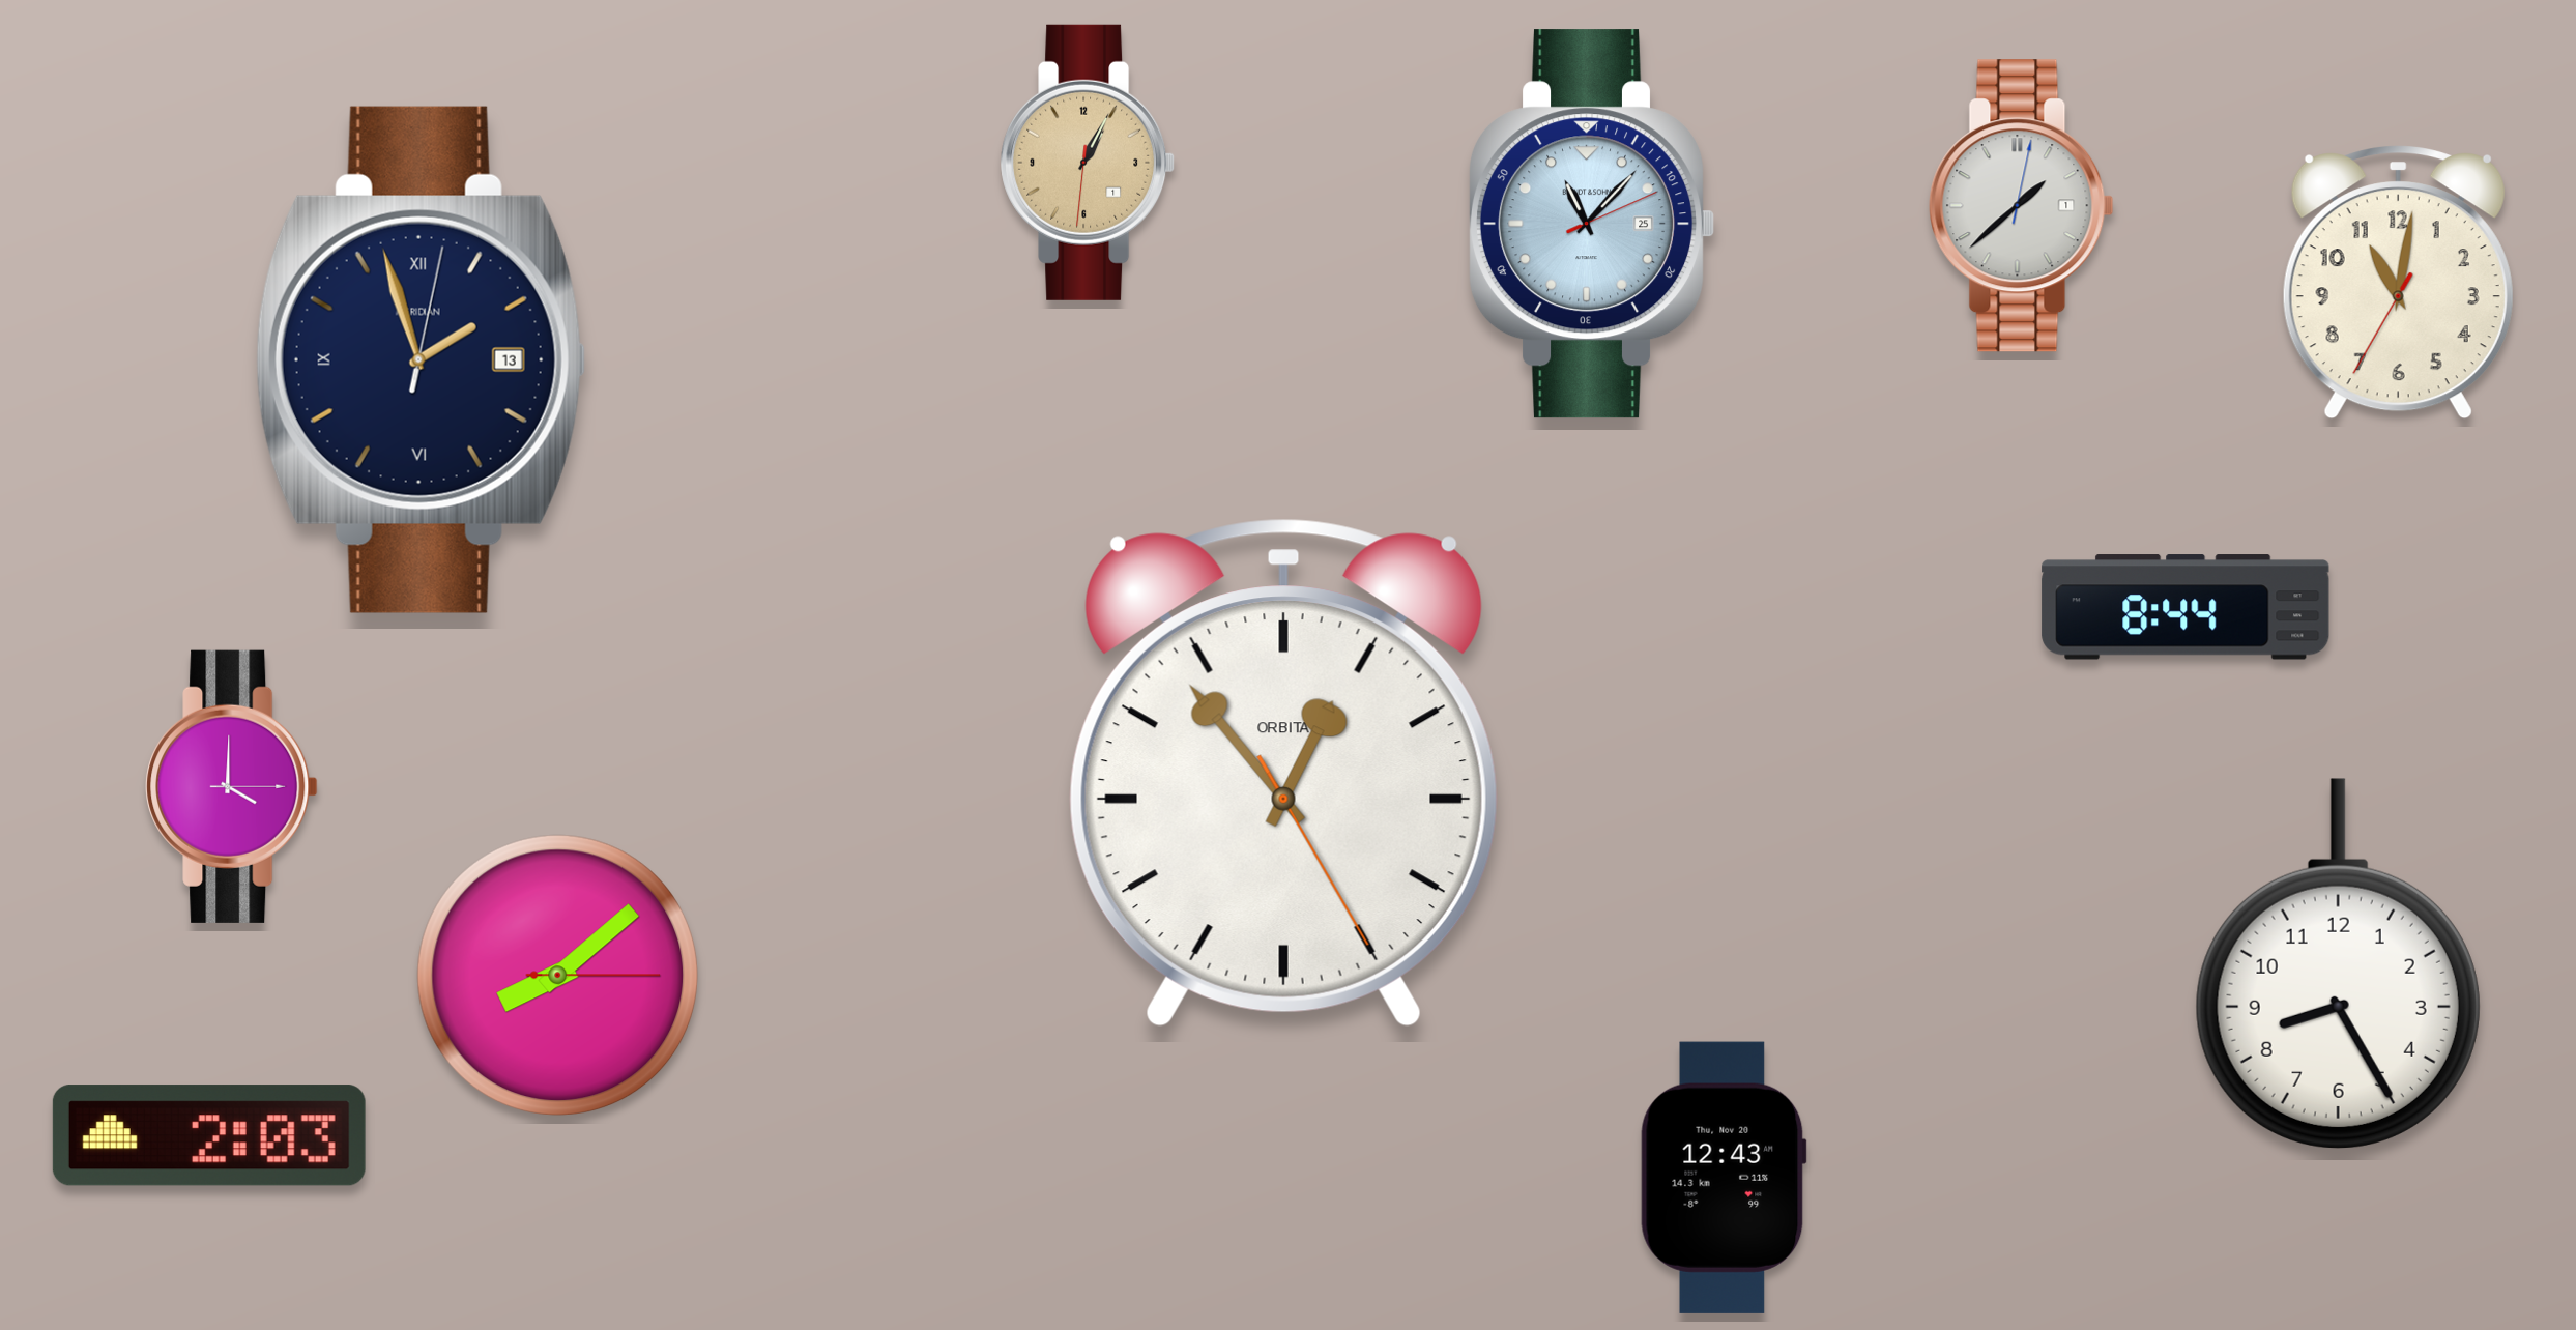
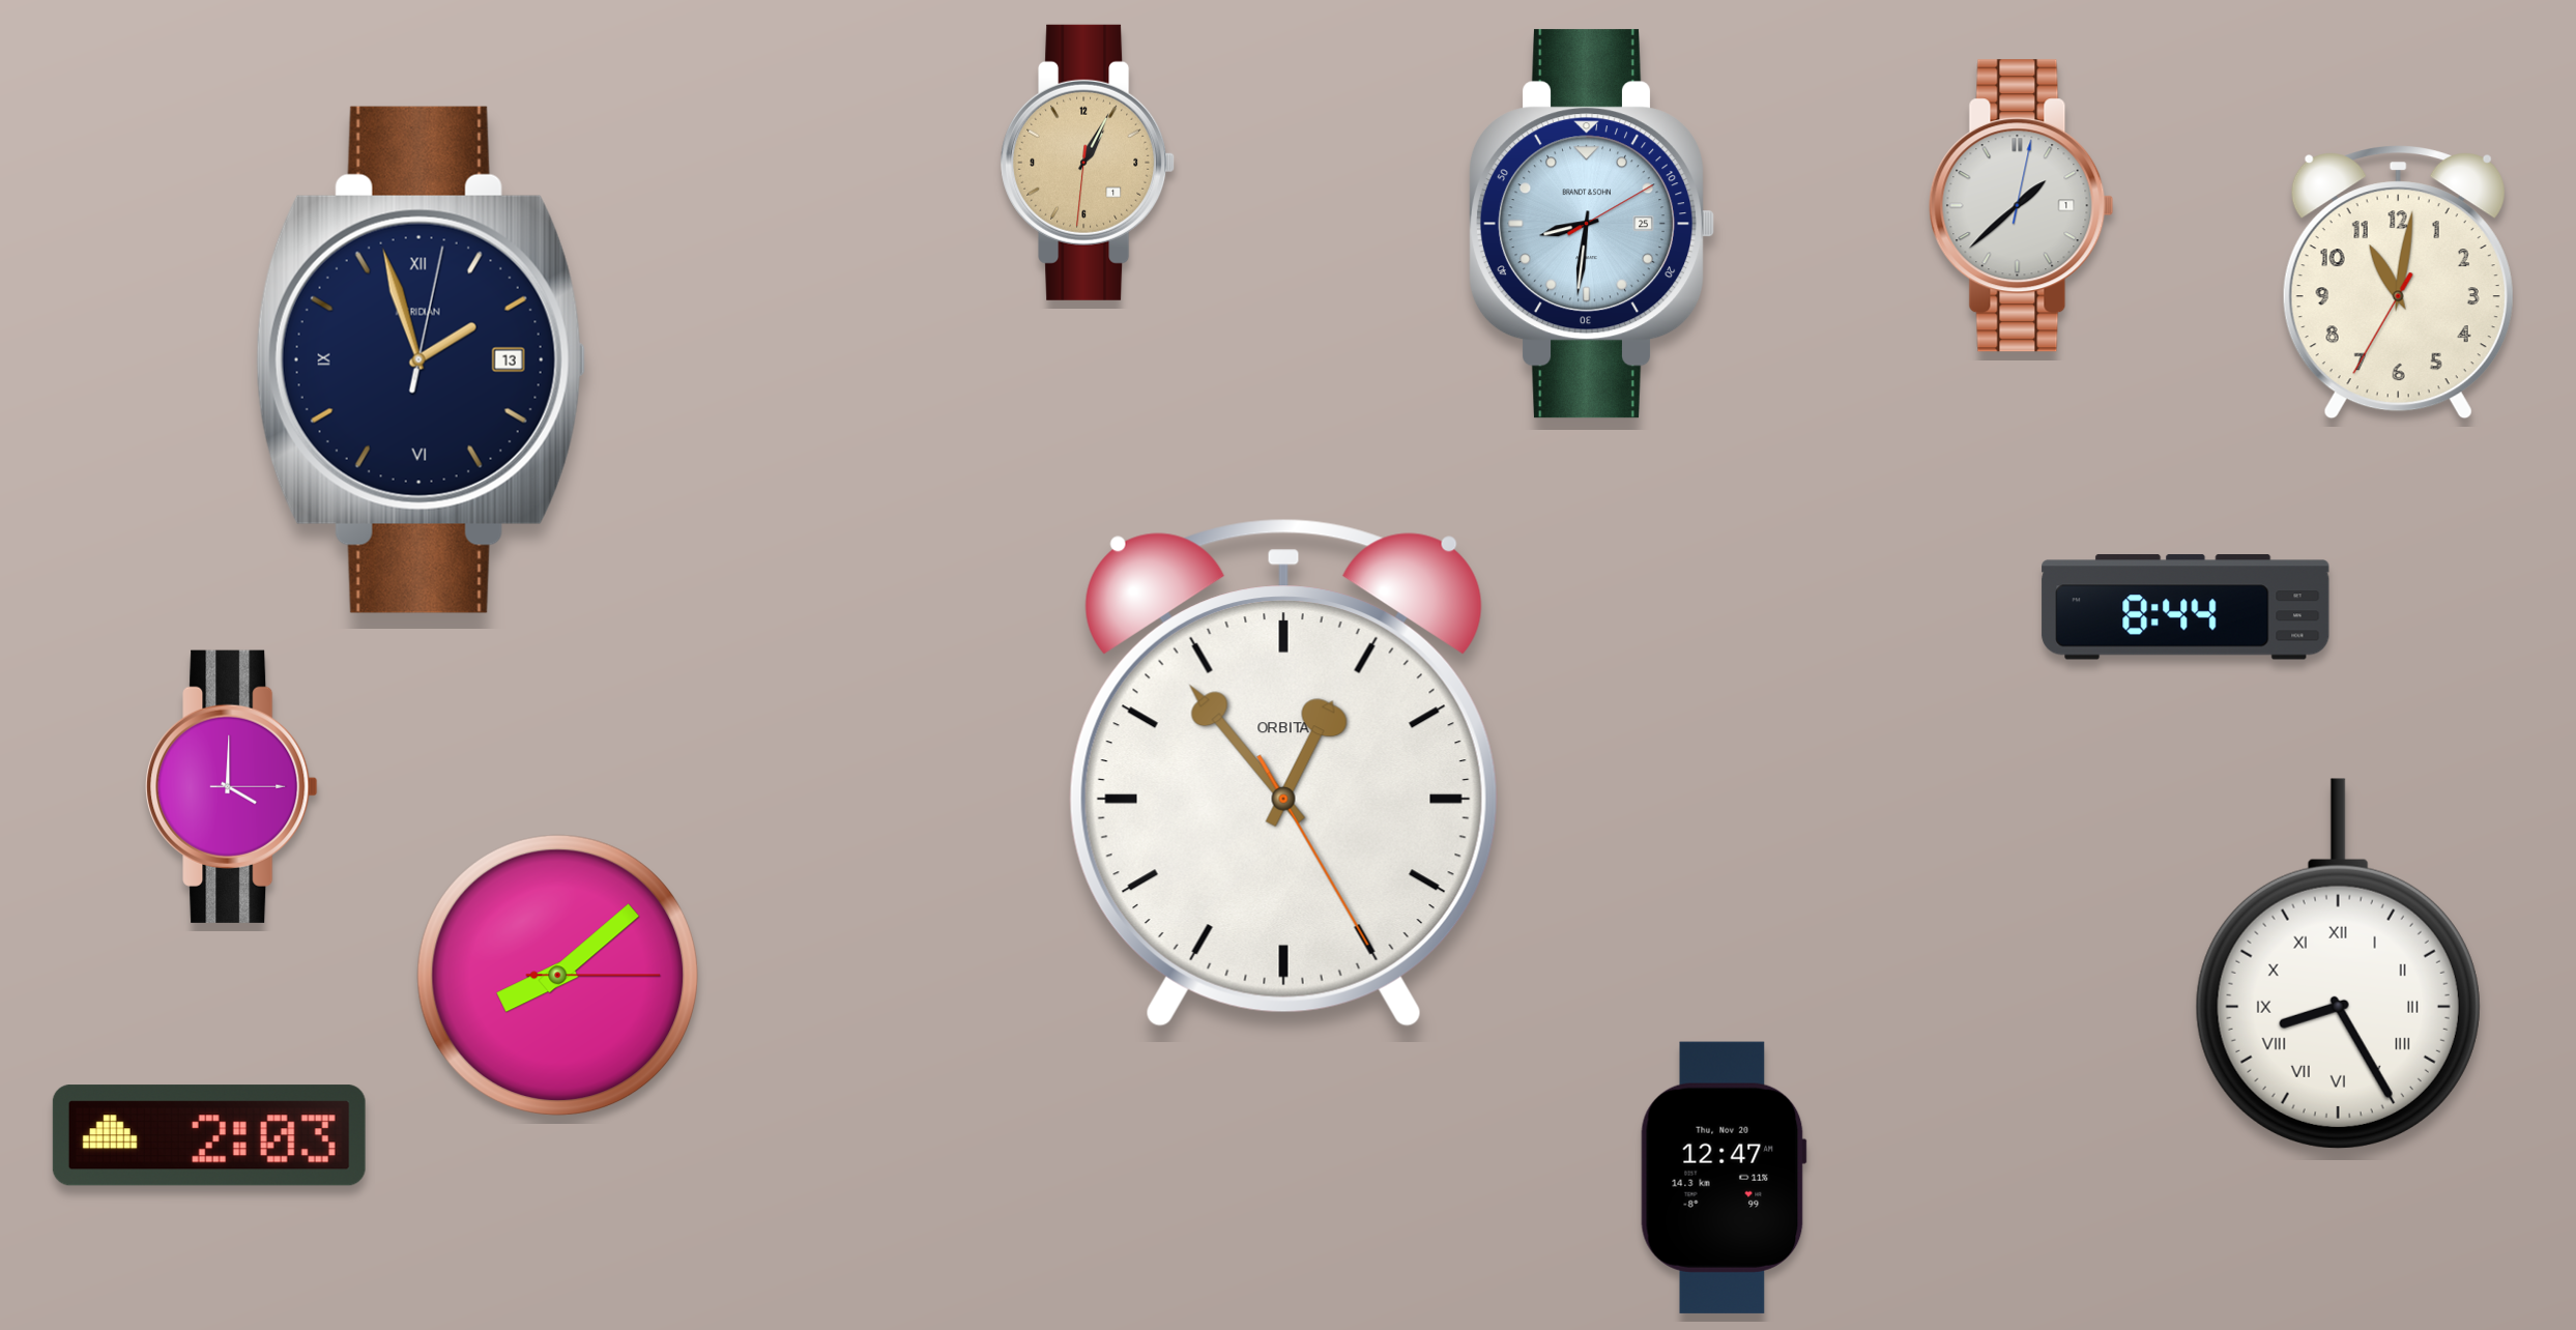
clock at (1592, 224): 11:07 -> 8:31
clock at (2338, 963) numerals: Arabic -> Roman
clock at (1724, 1178): 12:43 -> 12:47
